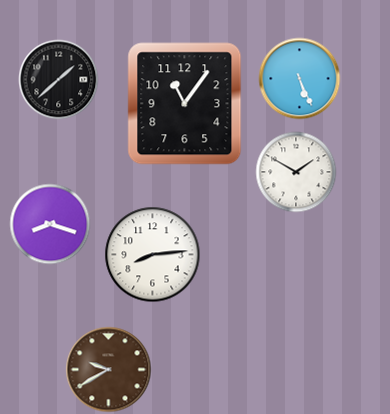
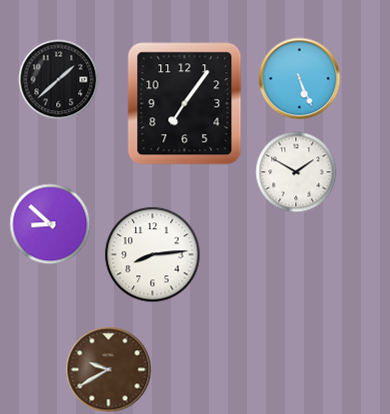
clock at (185, 104): 11:06 -> 7:06
clock at (50, 224): 8:18 -> 8:52
